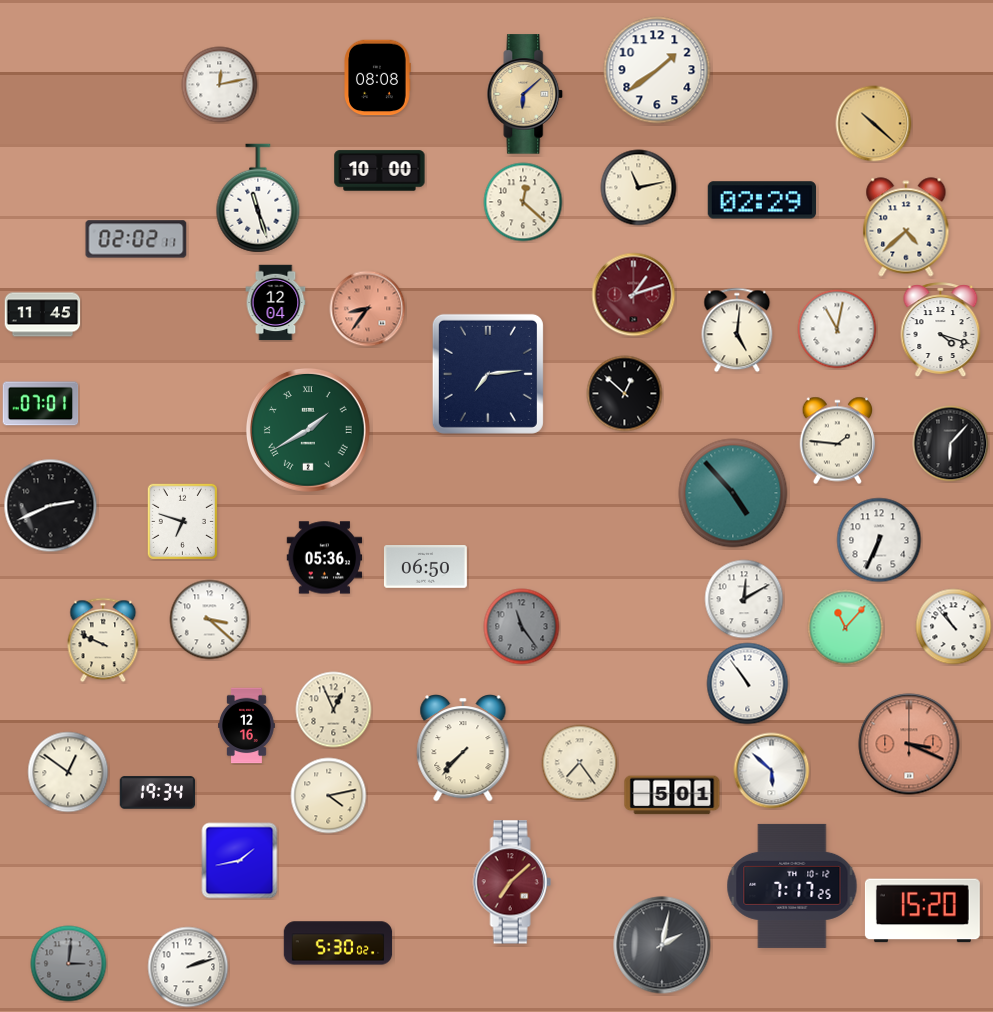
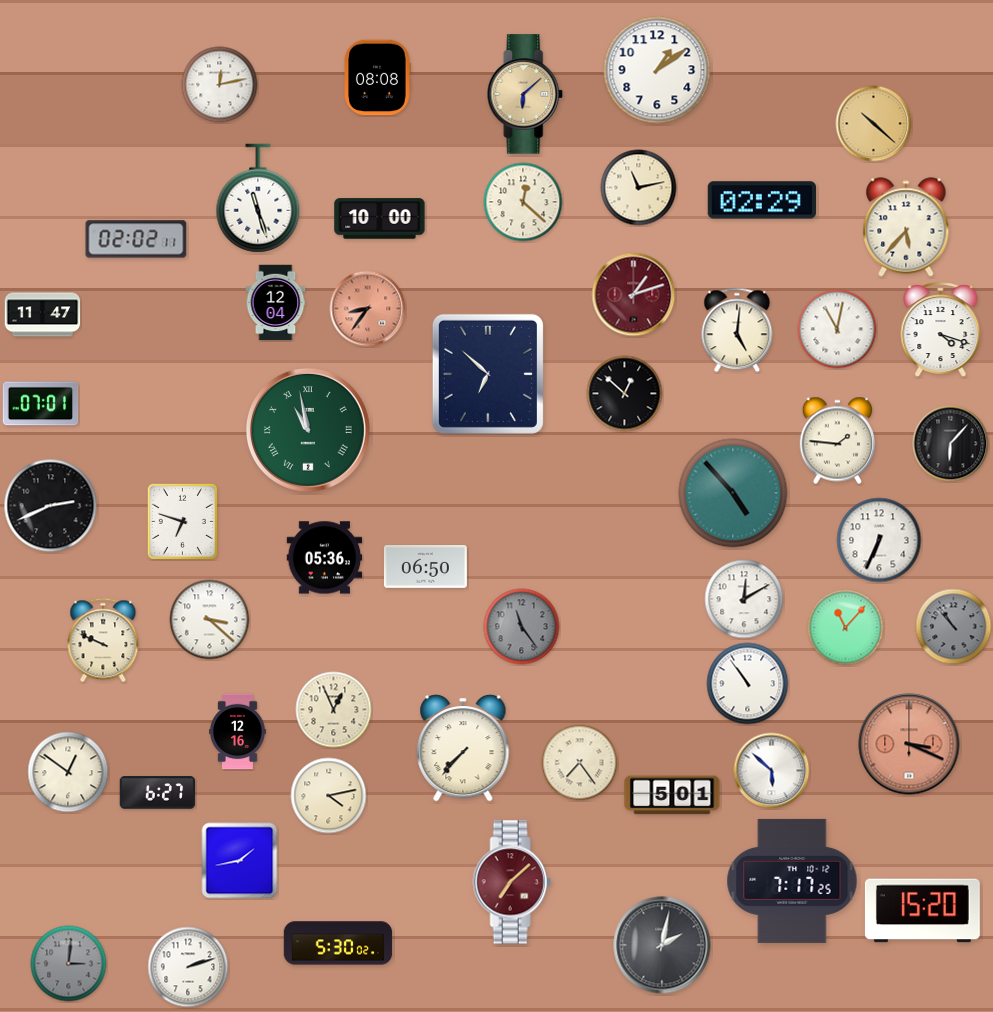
clock at (657, 70): 1:39 -> 1:09
clock at (380, 171) position: (380, 171) -> (380, 219)
clock at (906, 227): 4:38 -> 5:37
clock at (43, 315): 11:45 -> 11:47
clock at (488, 374): 7:14 -> 6:52
clock at (308, 430): 1:40 -> 10:58
clock at (954, 627) dial: white -> grey
clock at (247, 726) position: (247, 726) -> (238, 732)
clock at (158, 793): 19:34 -> 6:27
clock at (792, 886) position: (792, 886) -> (792, 881)
